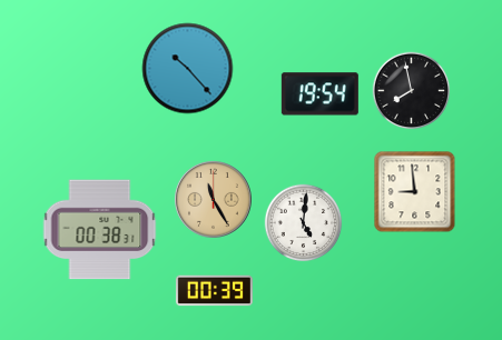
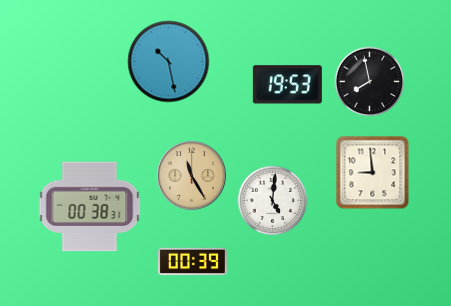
clock at (188, 69): 10:23 -> 10:28
clock at (319, 94): 19:54 -> 19:53
clock at (214, 200) position: (214, 200) -> (192, 176)
